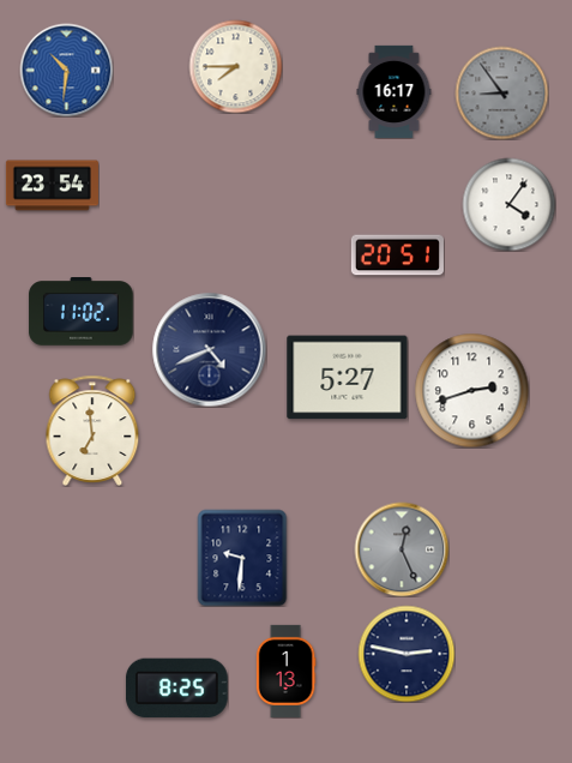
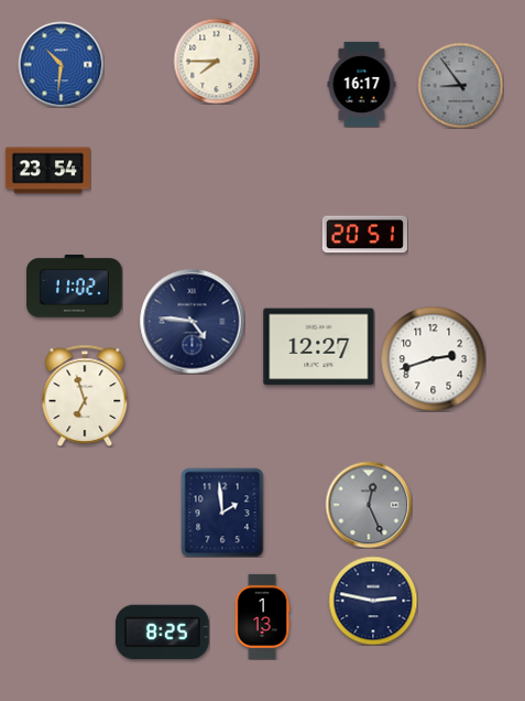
clock at (508, 204): 4:06 -> none
clock at (209, 349): 4:41 -> 4:46
clock at (348, 378): 5:27 -> 12:27
clock at (92, 431): 6:59 -> 6:57
clock at (242, 558): 9:31 -> 1:59
